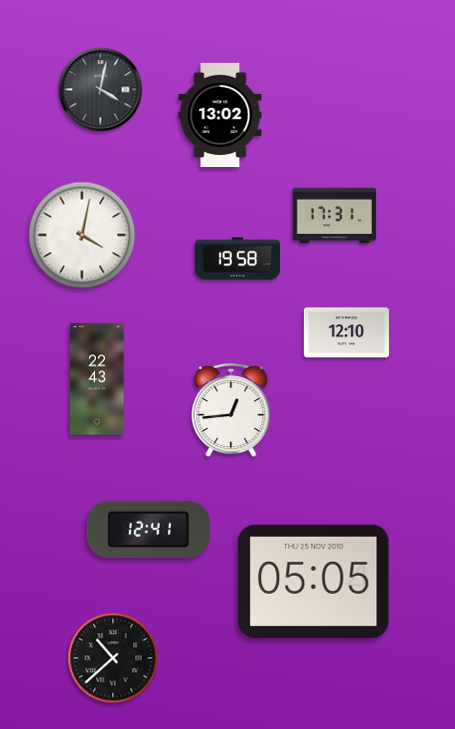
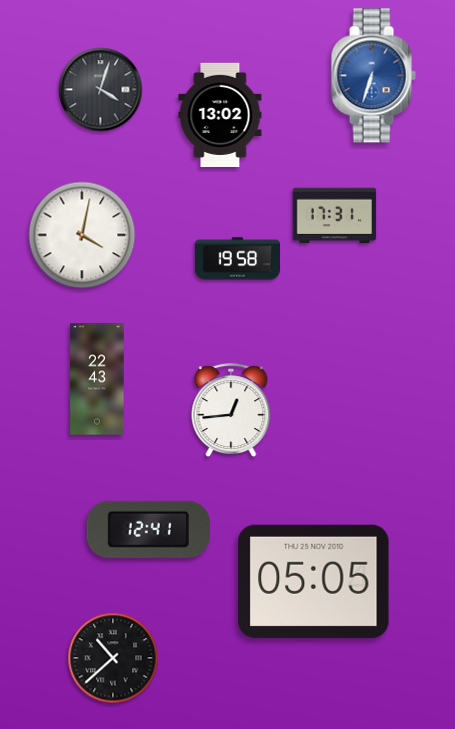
clock at (373, 76): none -> 6:33
clock at (101, 90): 4:02 -> 4:03
clock at (346, 333): 12:10 -> none
